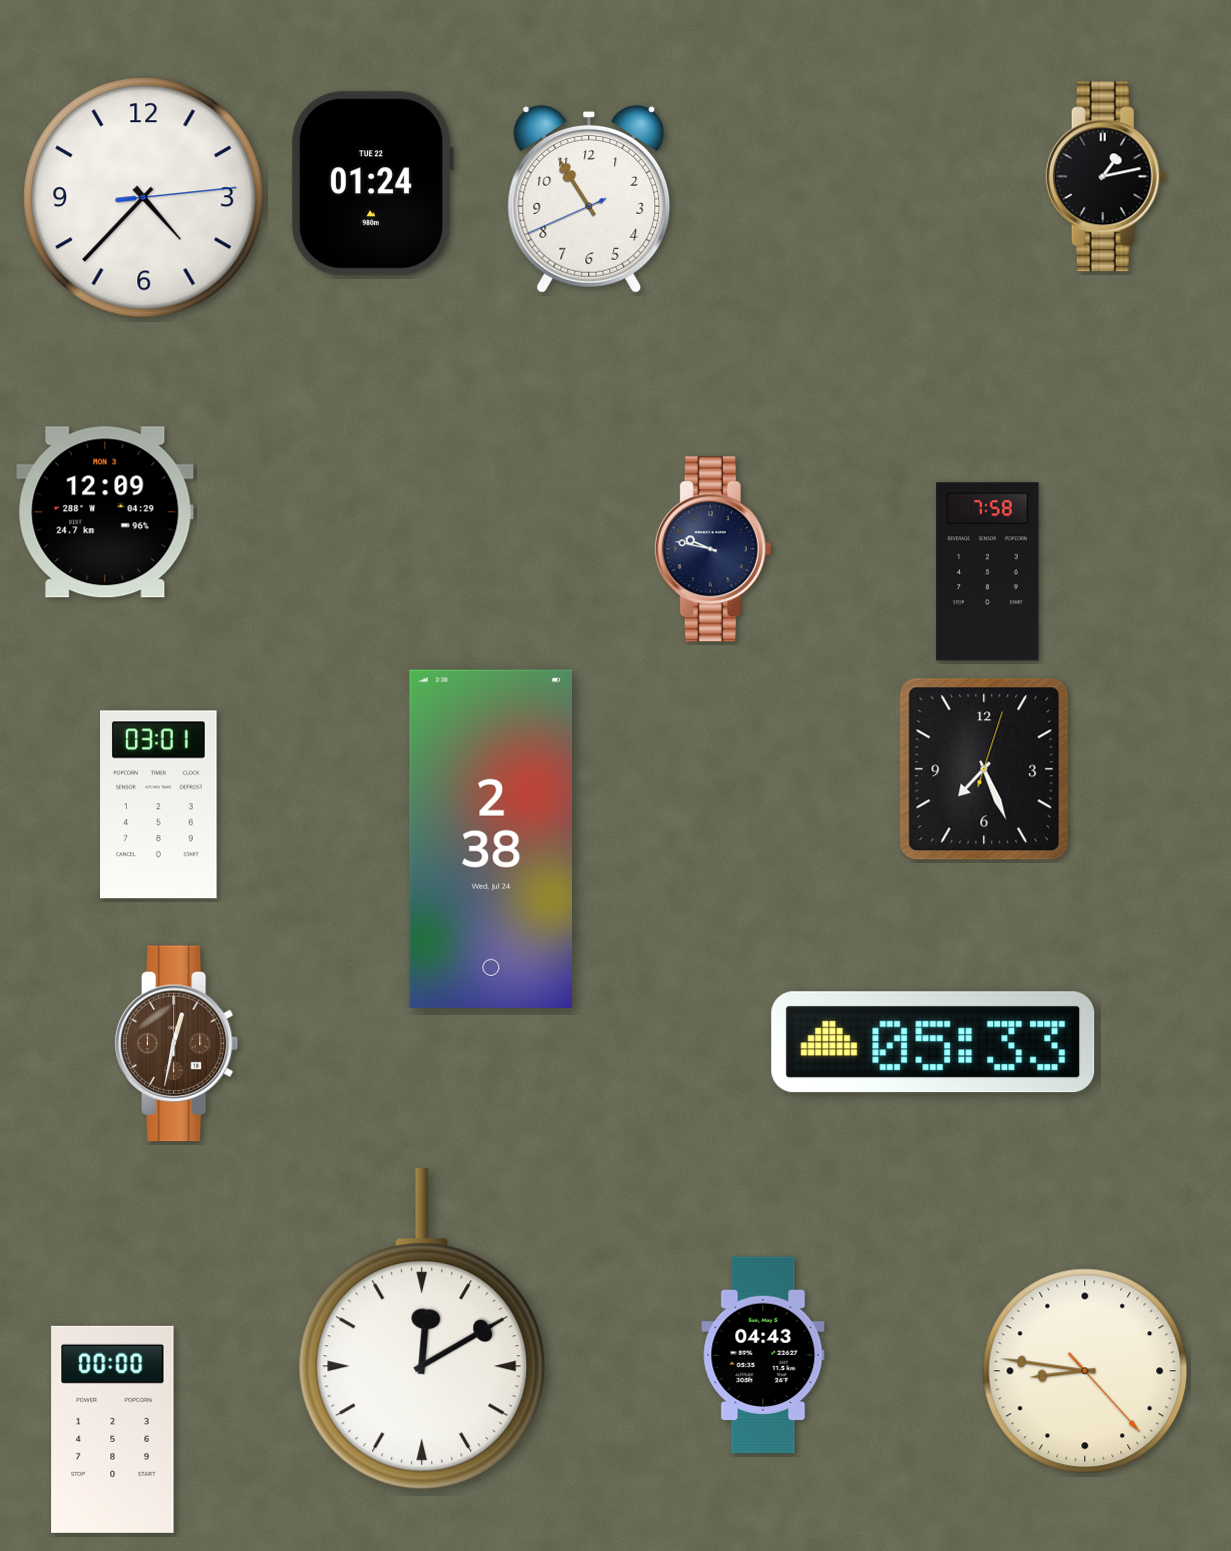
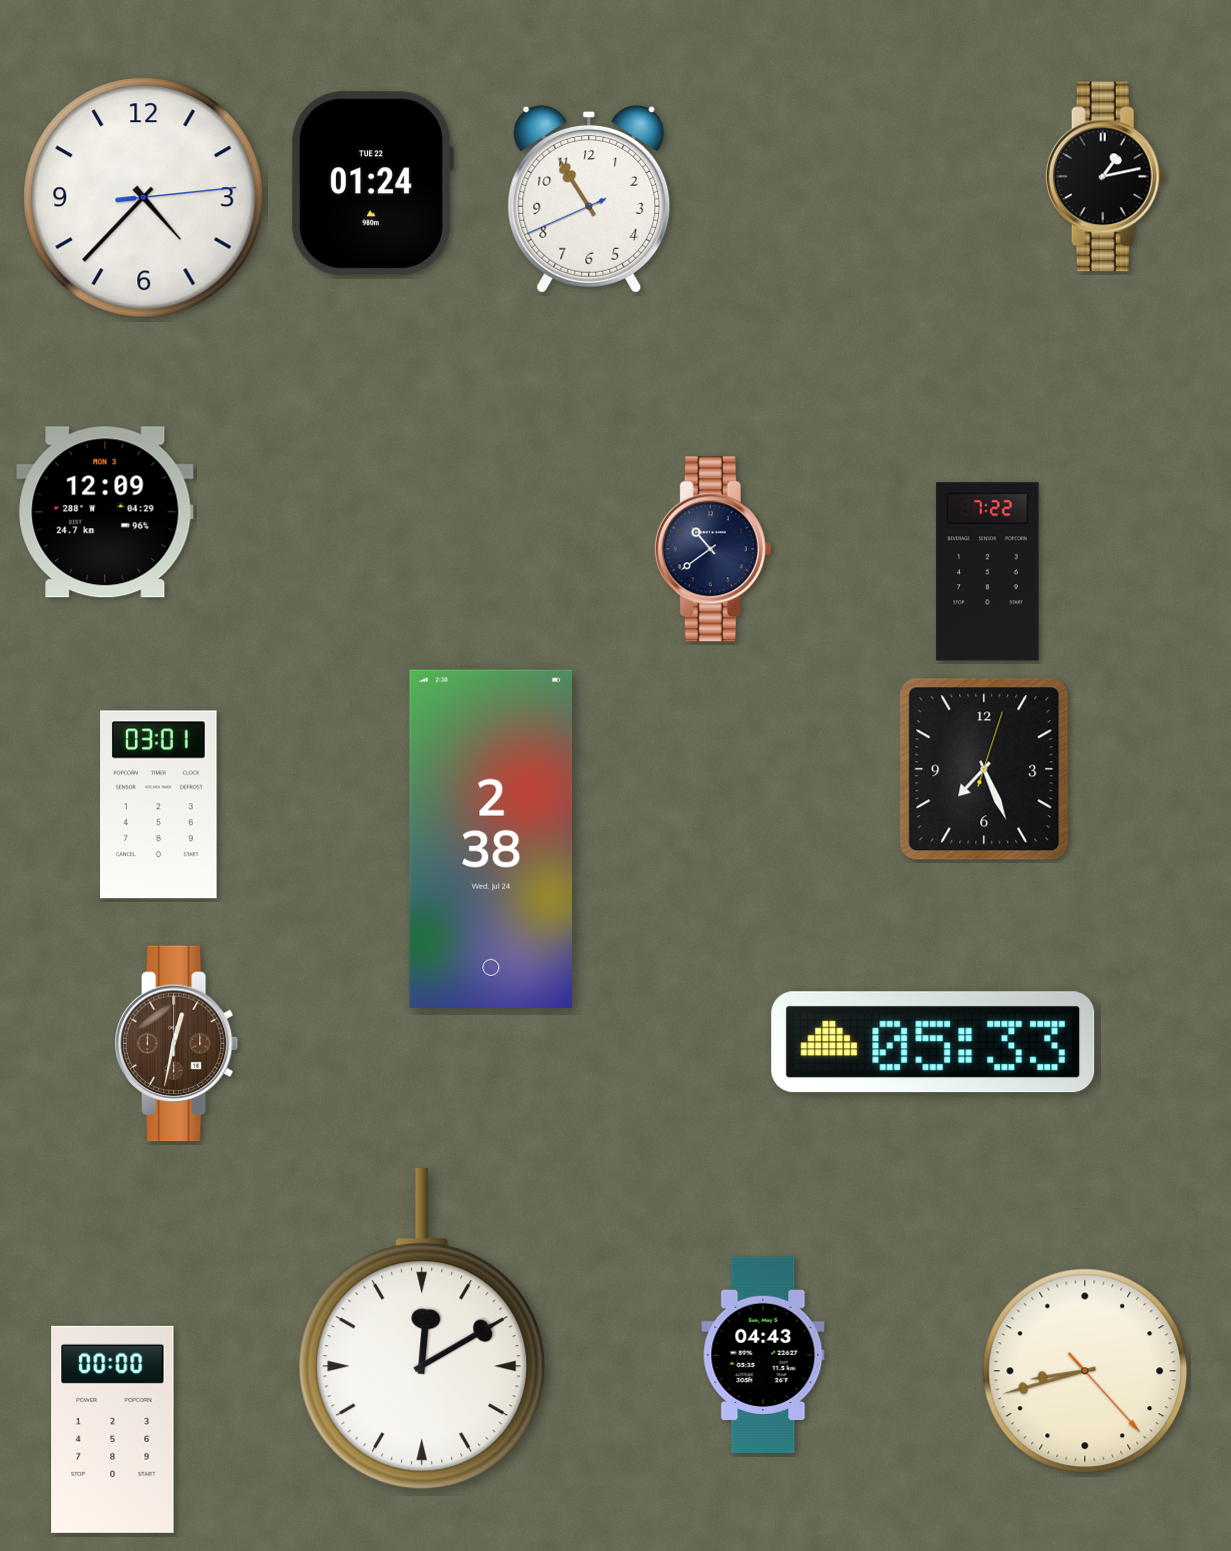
clock at (713, 549): 9:47 -> 10:39
clock at (988, 572): 7:58 -> 7:22
clock at (1085, 1371): 8:46 -> 8:42
